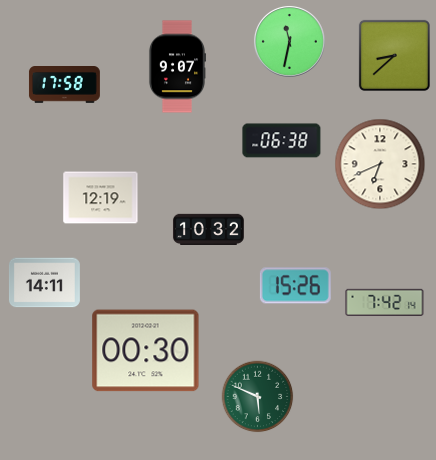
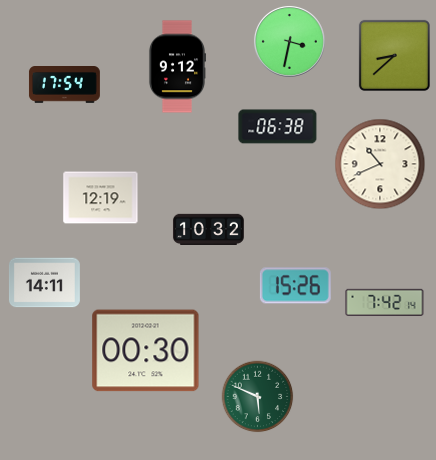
clock at (289, 41): 11:32 -> 3:32
clock at (176, 67): 9:07 -> 9:12
clock at (64, 85): 17:58 -> 17:54
clock at (282, 141) position: (282, 141) -> (278, 127)
clock at (380, 164): 6:41 -> 10:41
